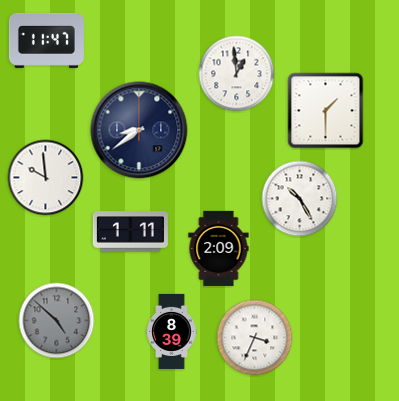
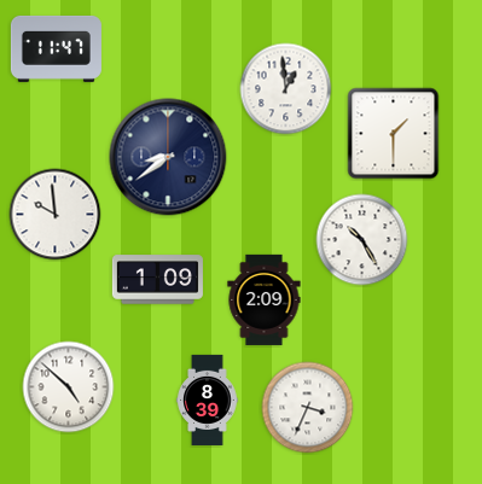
clock at (130, 232): 1:11 -> 1:09
clock at (57, 321) dial: grey -> white
